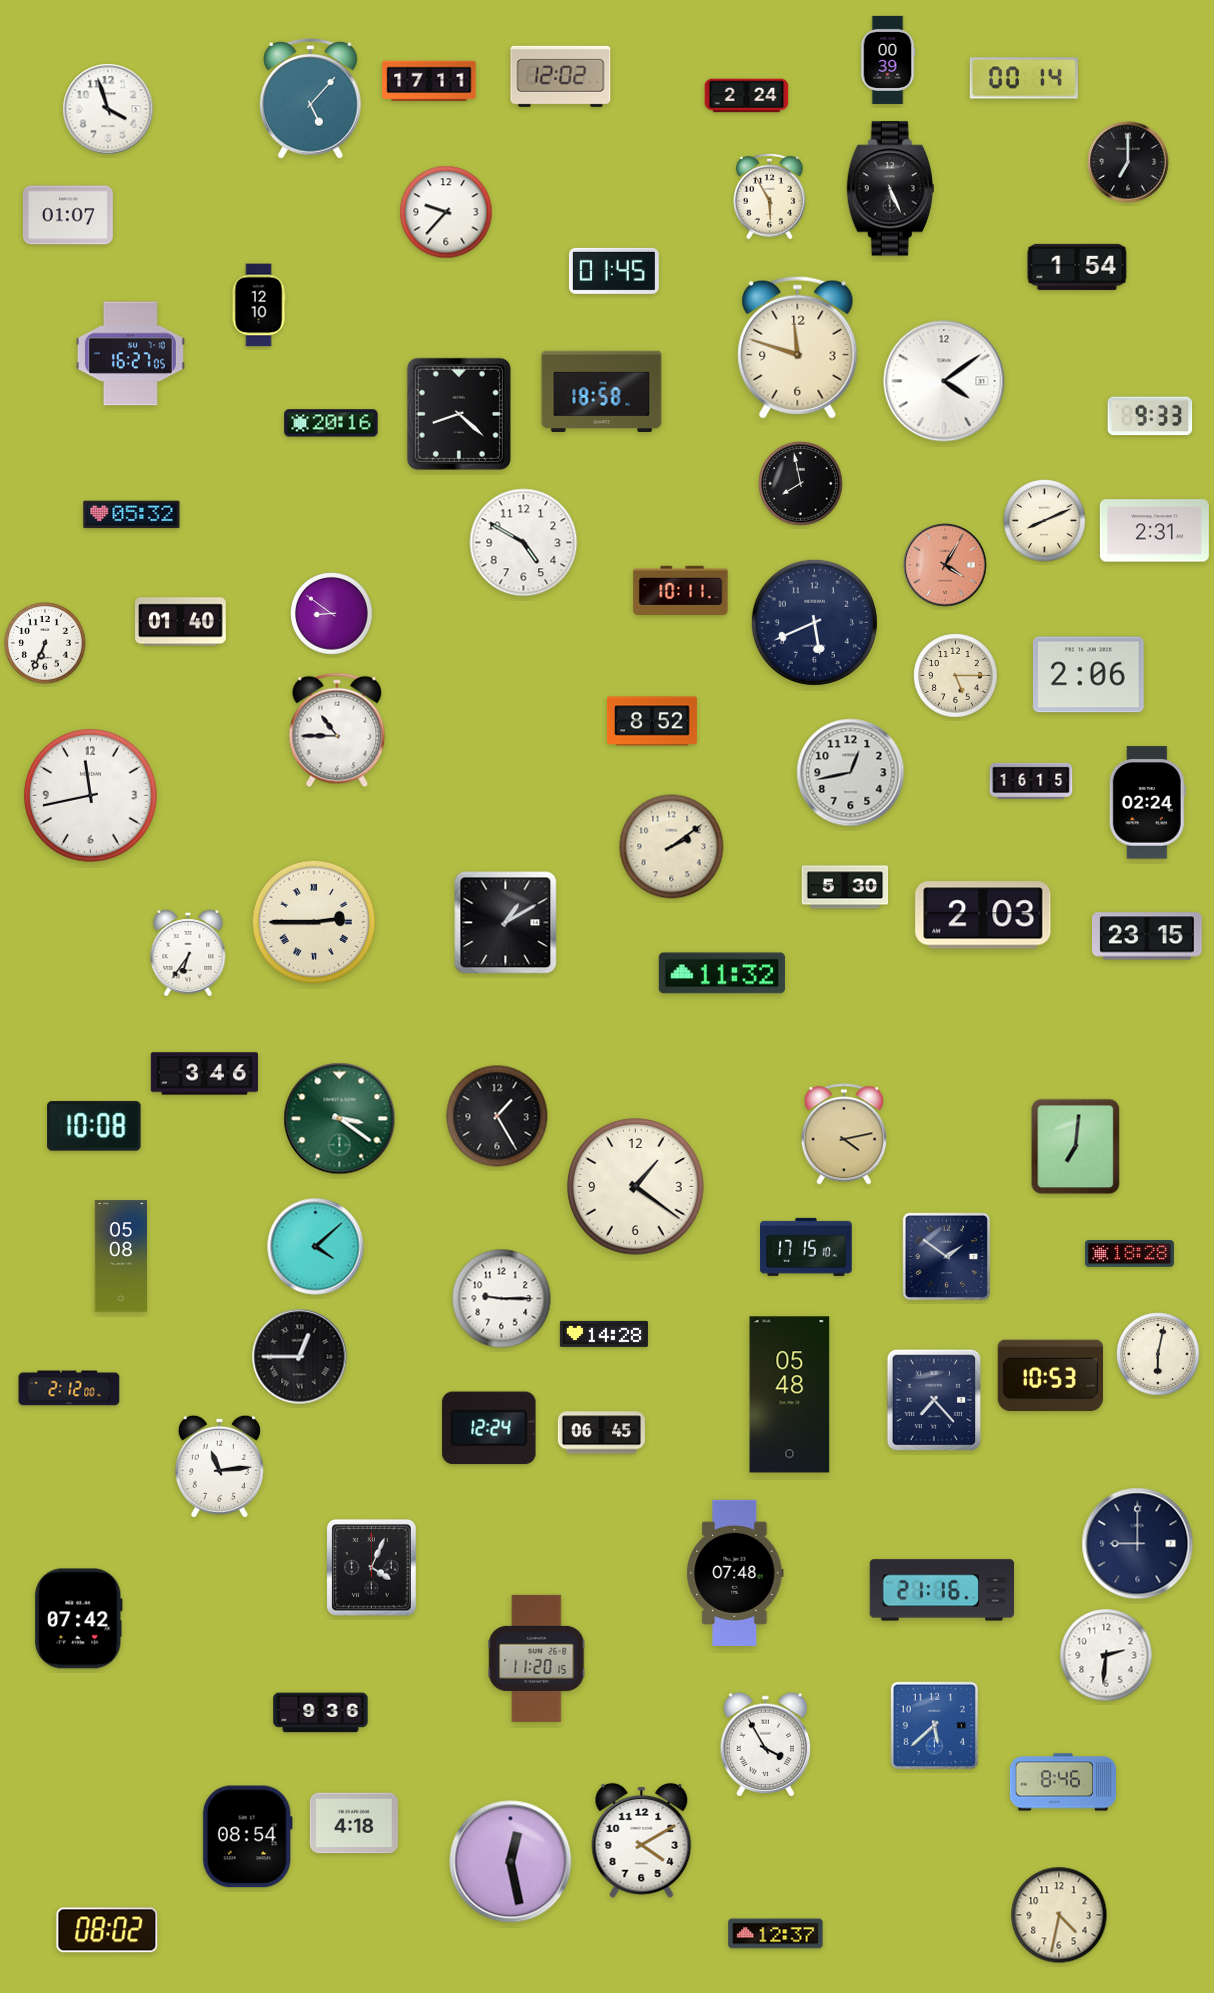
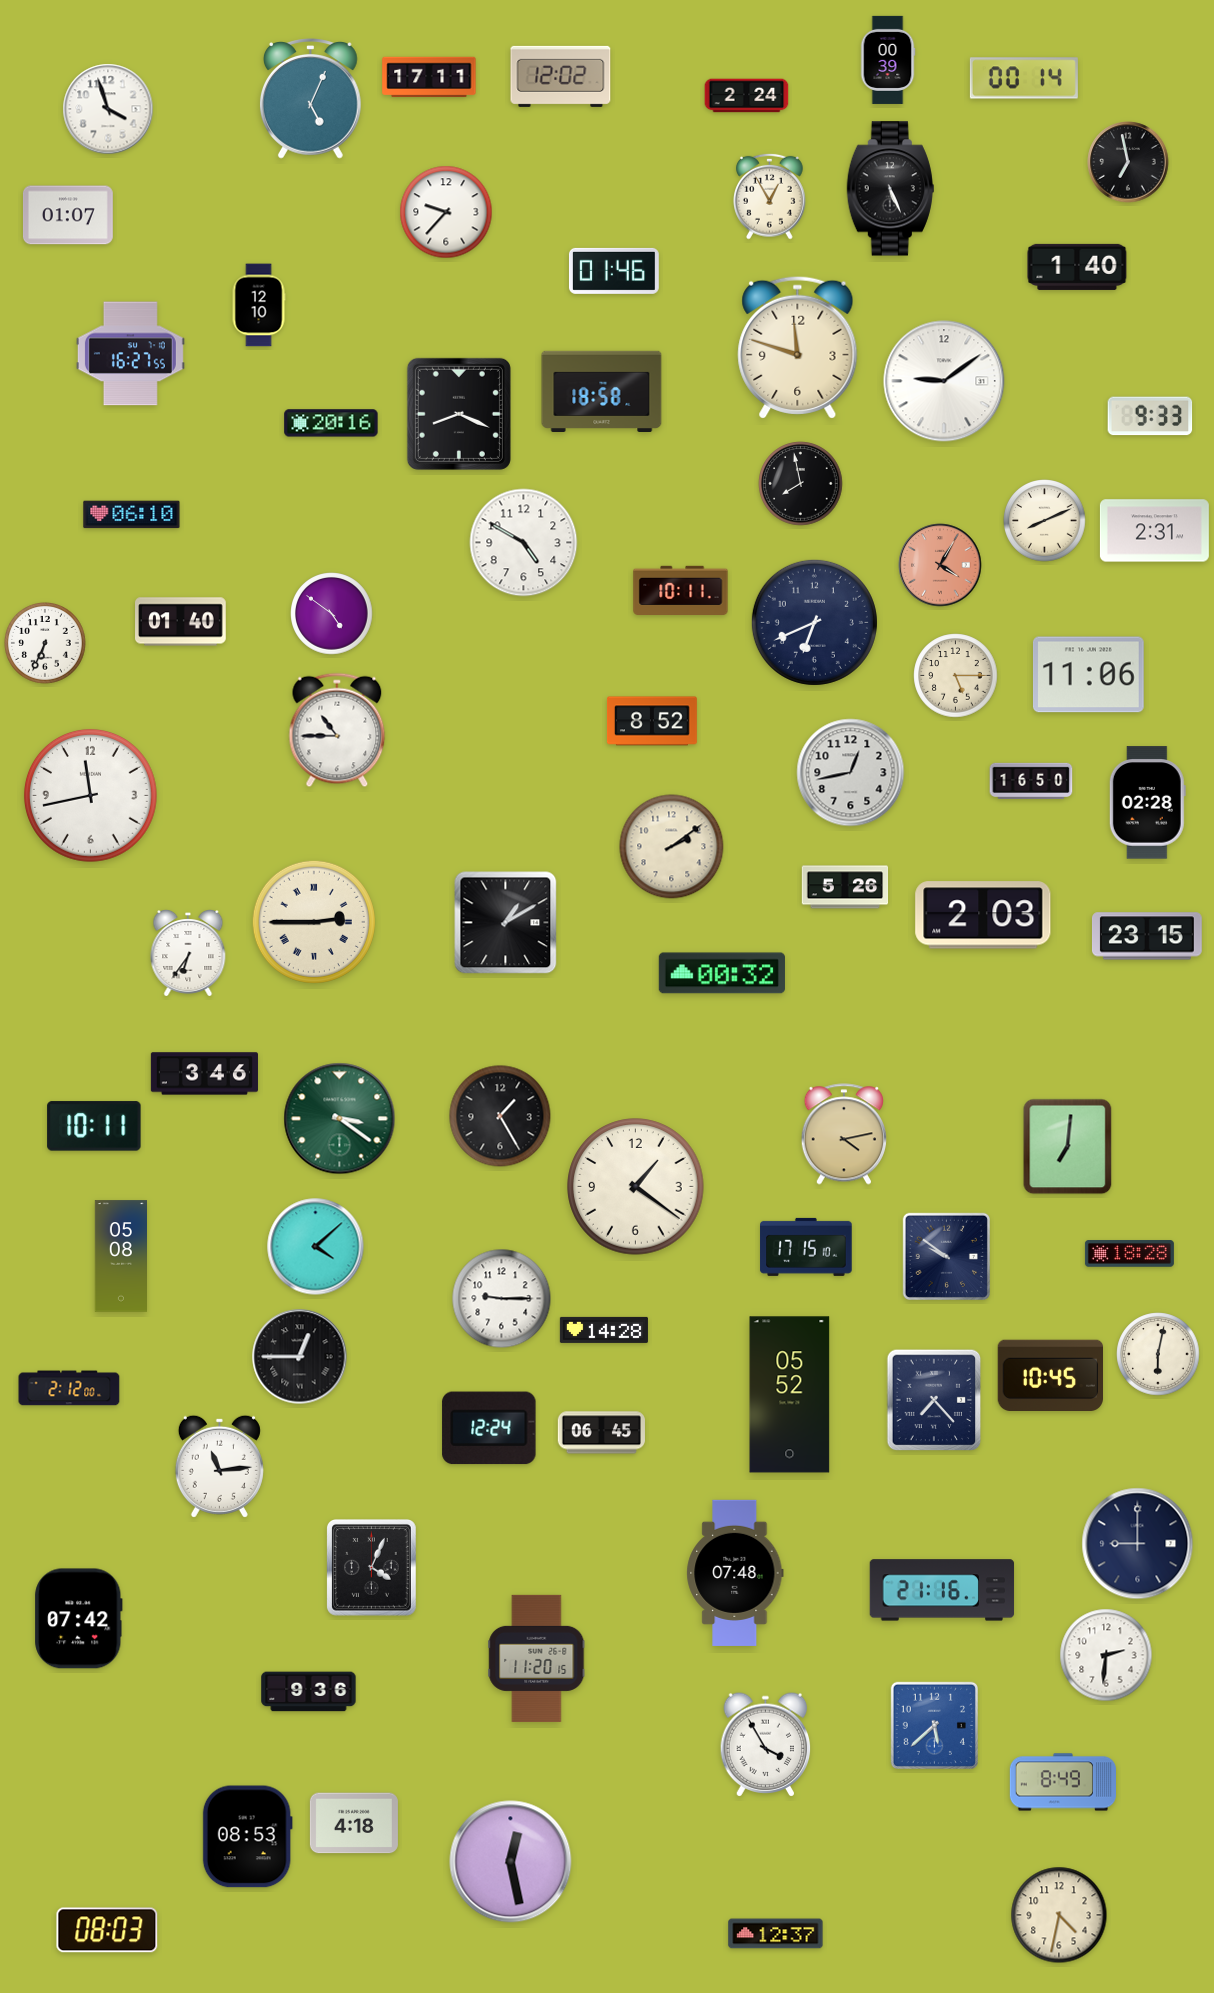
clock at (429, 81) position: (429, 81) -> (429, 77)
clock at (311, 99): 5:07 -> 5:04
clock at (1128, 162): 7:00 -> 6:58
clock at (770, 196): 5:55 -> 12:55
clock at (1077, 267): 1:54 -> 1:40
clock at (614, 271): 01:45 -> 01:46
clock at (130, 354): 16:27:05 -> 16:27:55
clock at (944, 381): 4:09 -> 9:09
clock at (459, 414): 8:22 -> 8:19
clock at (132, 515): 05:32 -> 06:10
clock at (945, 565) position: (945, 565) -> (940, 565)
clock at (332, 614): 8:51 -> 4:51
clock at (814, 622): 5:41 -> 6:41
clock at (1089, 675): 2:06 -> 11:06
clock at (1031, 781): 16:15 -> 16:50
clock at (1147, 803): 02:24 -> 02:28
clock at (845, 887): 5:30 -> 5:26
clock at (722, 973): 11:32 -> 00:32
clock at (497, 1116) position: (497, 1116) -> (500, 1116)
clock at (94, 1126): 10:08 -> 10:11
clock at (1076, 1147) position: (1076, 1147) -> (1068, 1147)
clock at (946, 1256): 1:51 -> 9:51
clock at (604, 1334) position: (604, 1334) -> (604, 1330)
clock at (1050, 1375): 10:53 -> 10:45
clock at (790, 1395): 05:48 -> 05:52
clock at (321, 1713) position: (321, 1713) -> (309, 1692)
clock at (1062, 1782): 8:46 -> 8:49
clock at (247, 1837): 08:54 -> 08:53
clock at (642, 1840): 4:10 -> none
clock at (107, 1930): 08:02 -> 08:03
